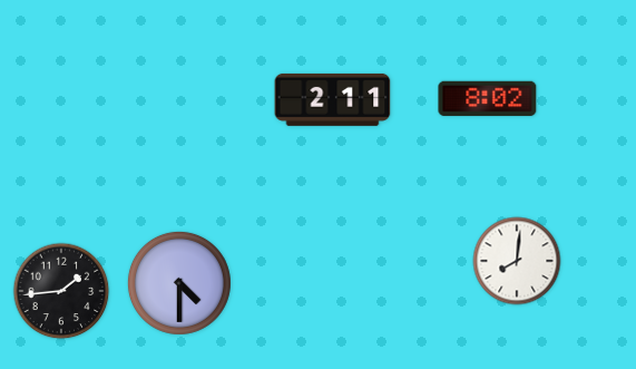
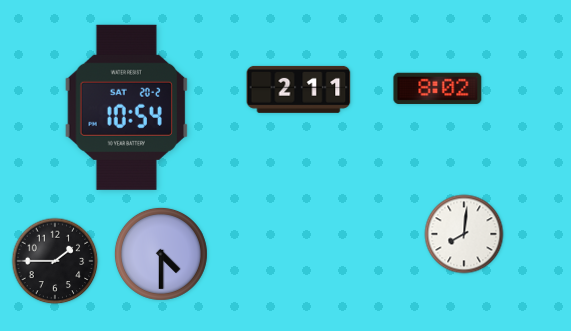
clock at (127, 107): none -> 10:54
clock at (61, 291): 1:44 -> 1:45
